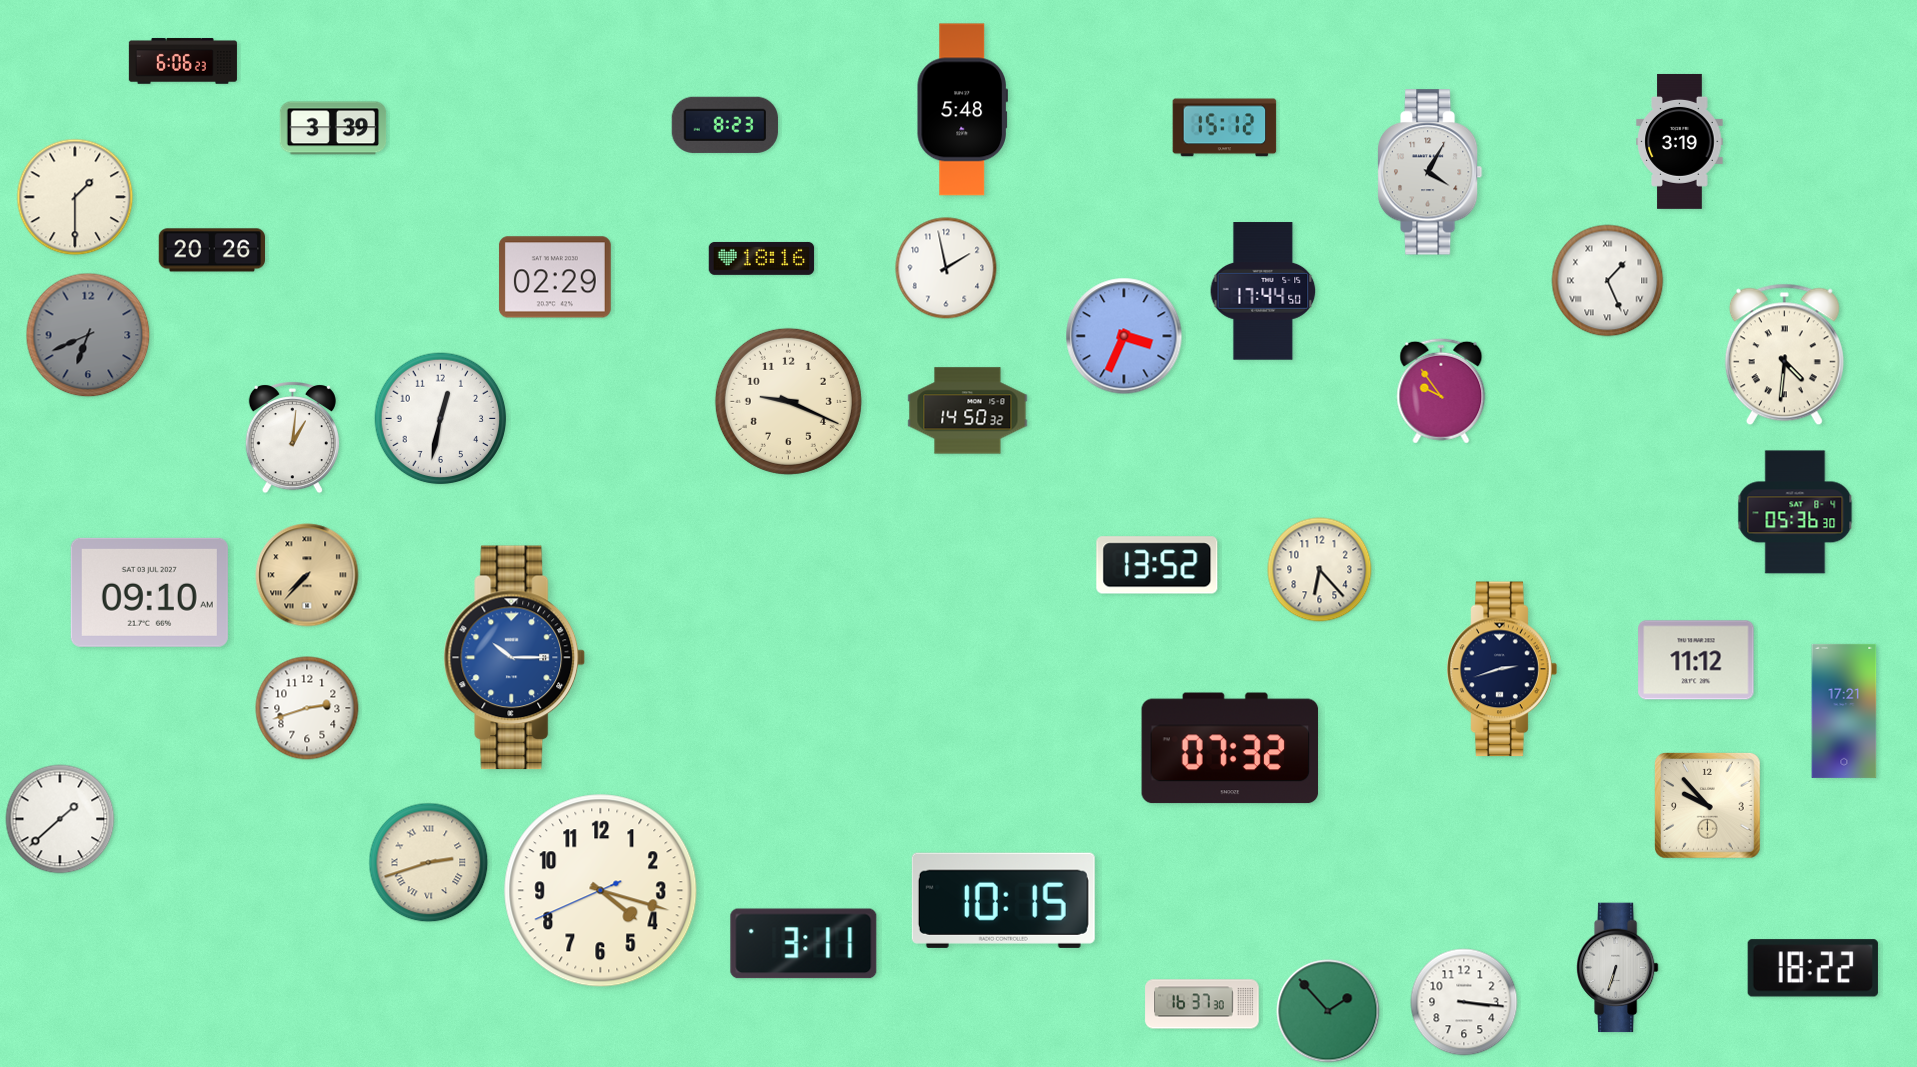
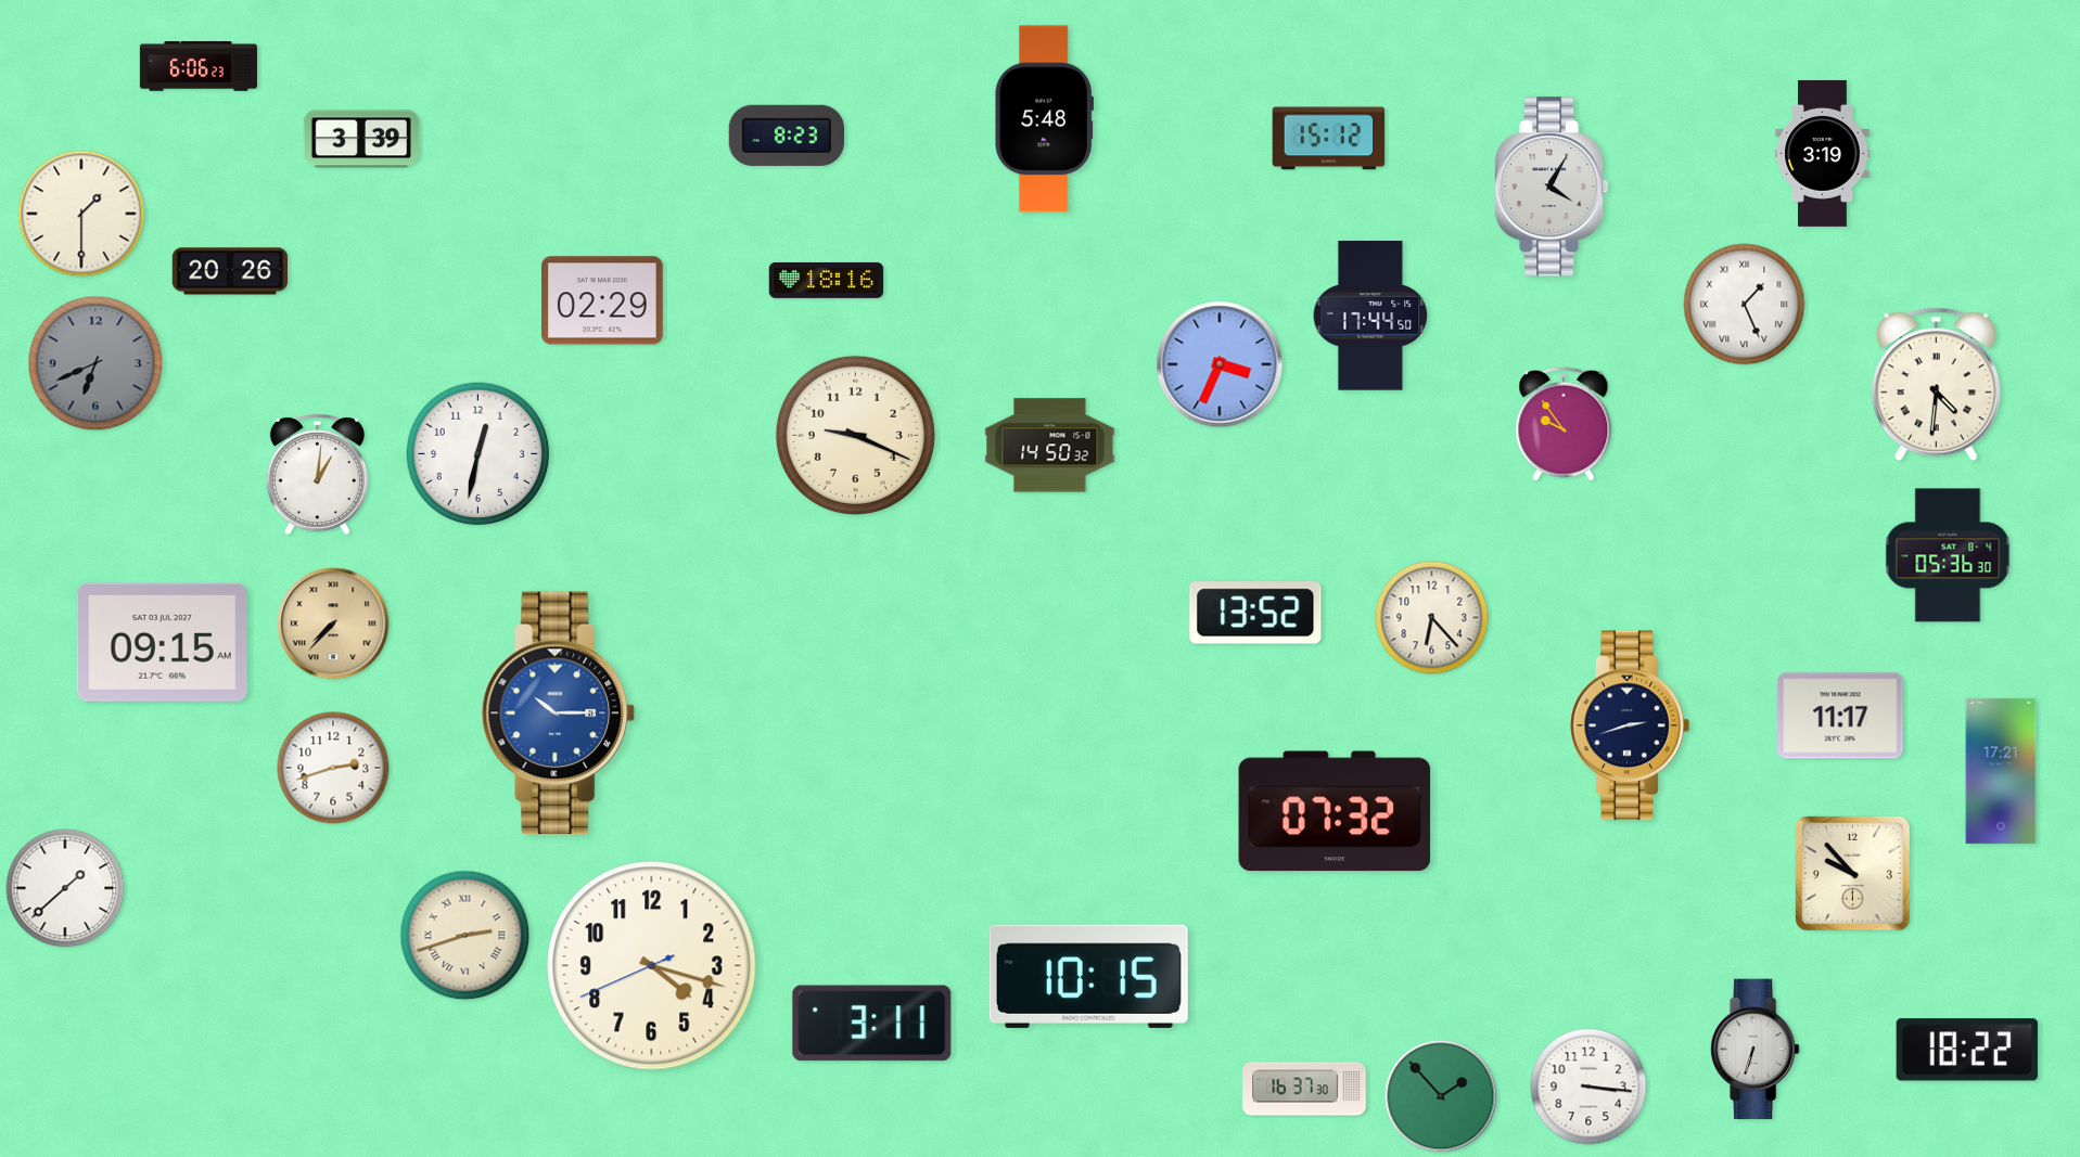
clock at (946, 268): 1:58 -> none
clock at (149, 592): 09:10 -> 09:15
clock at (1696, 660): 11:12 -> 11:17
